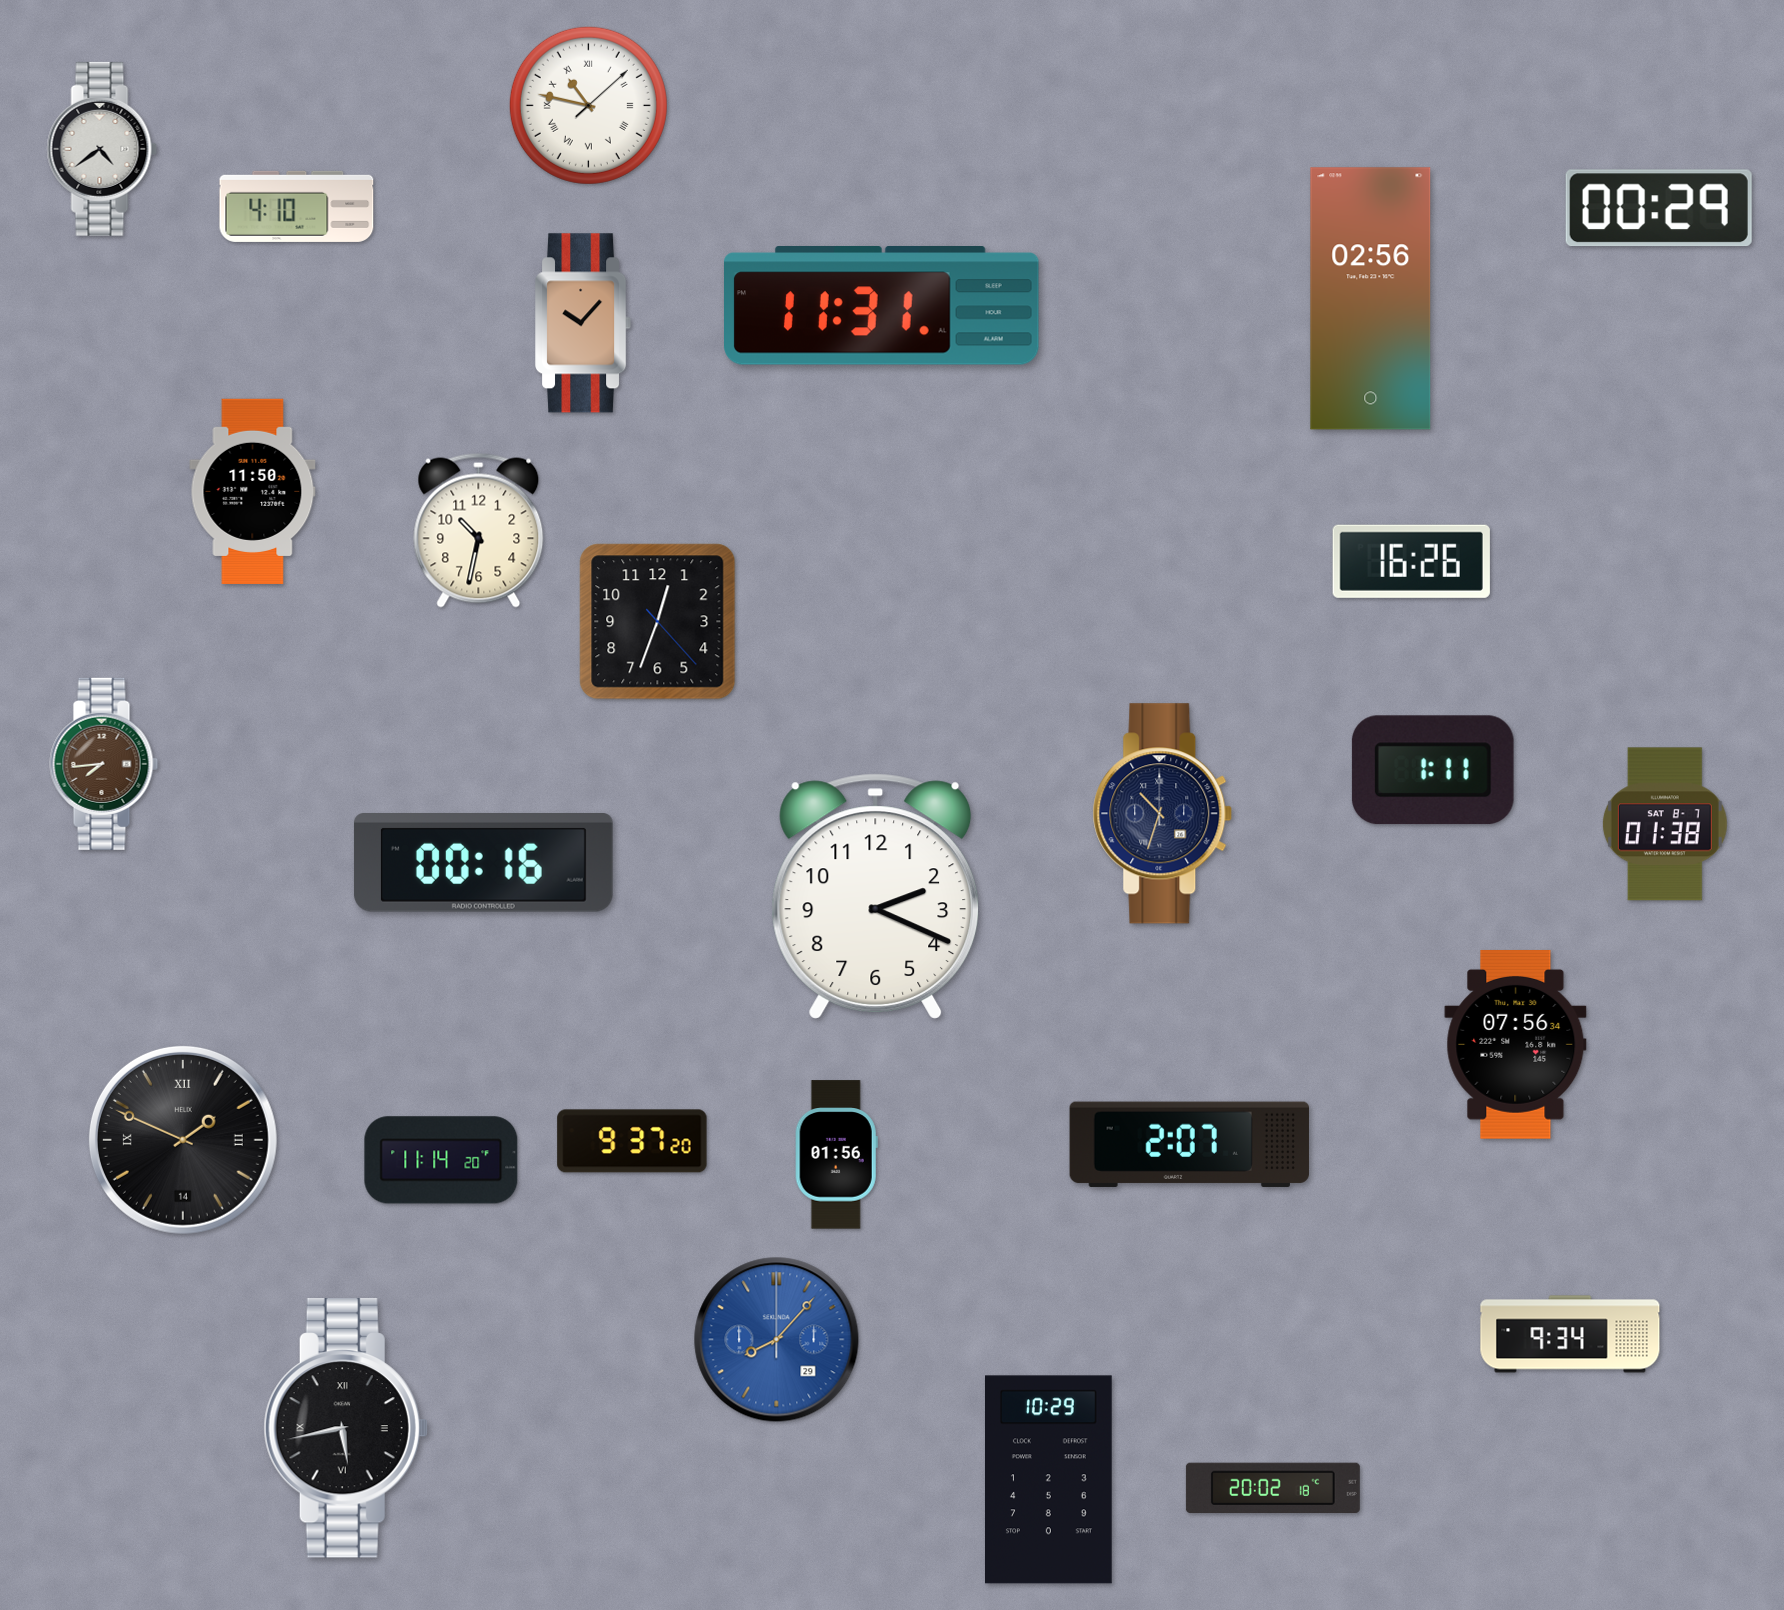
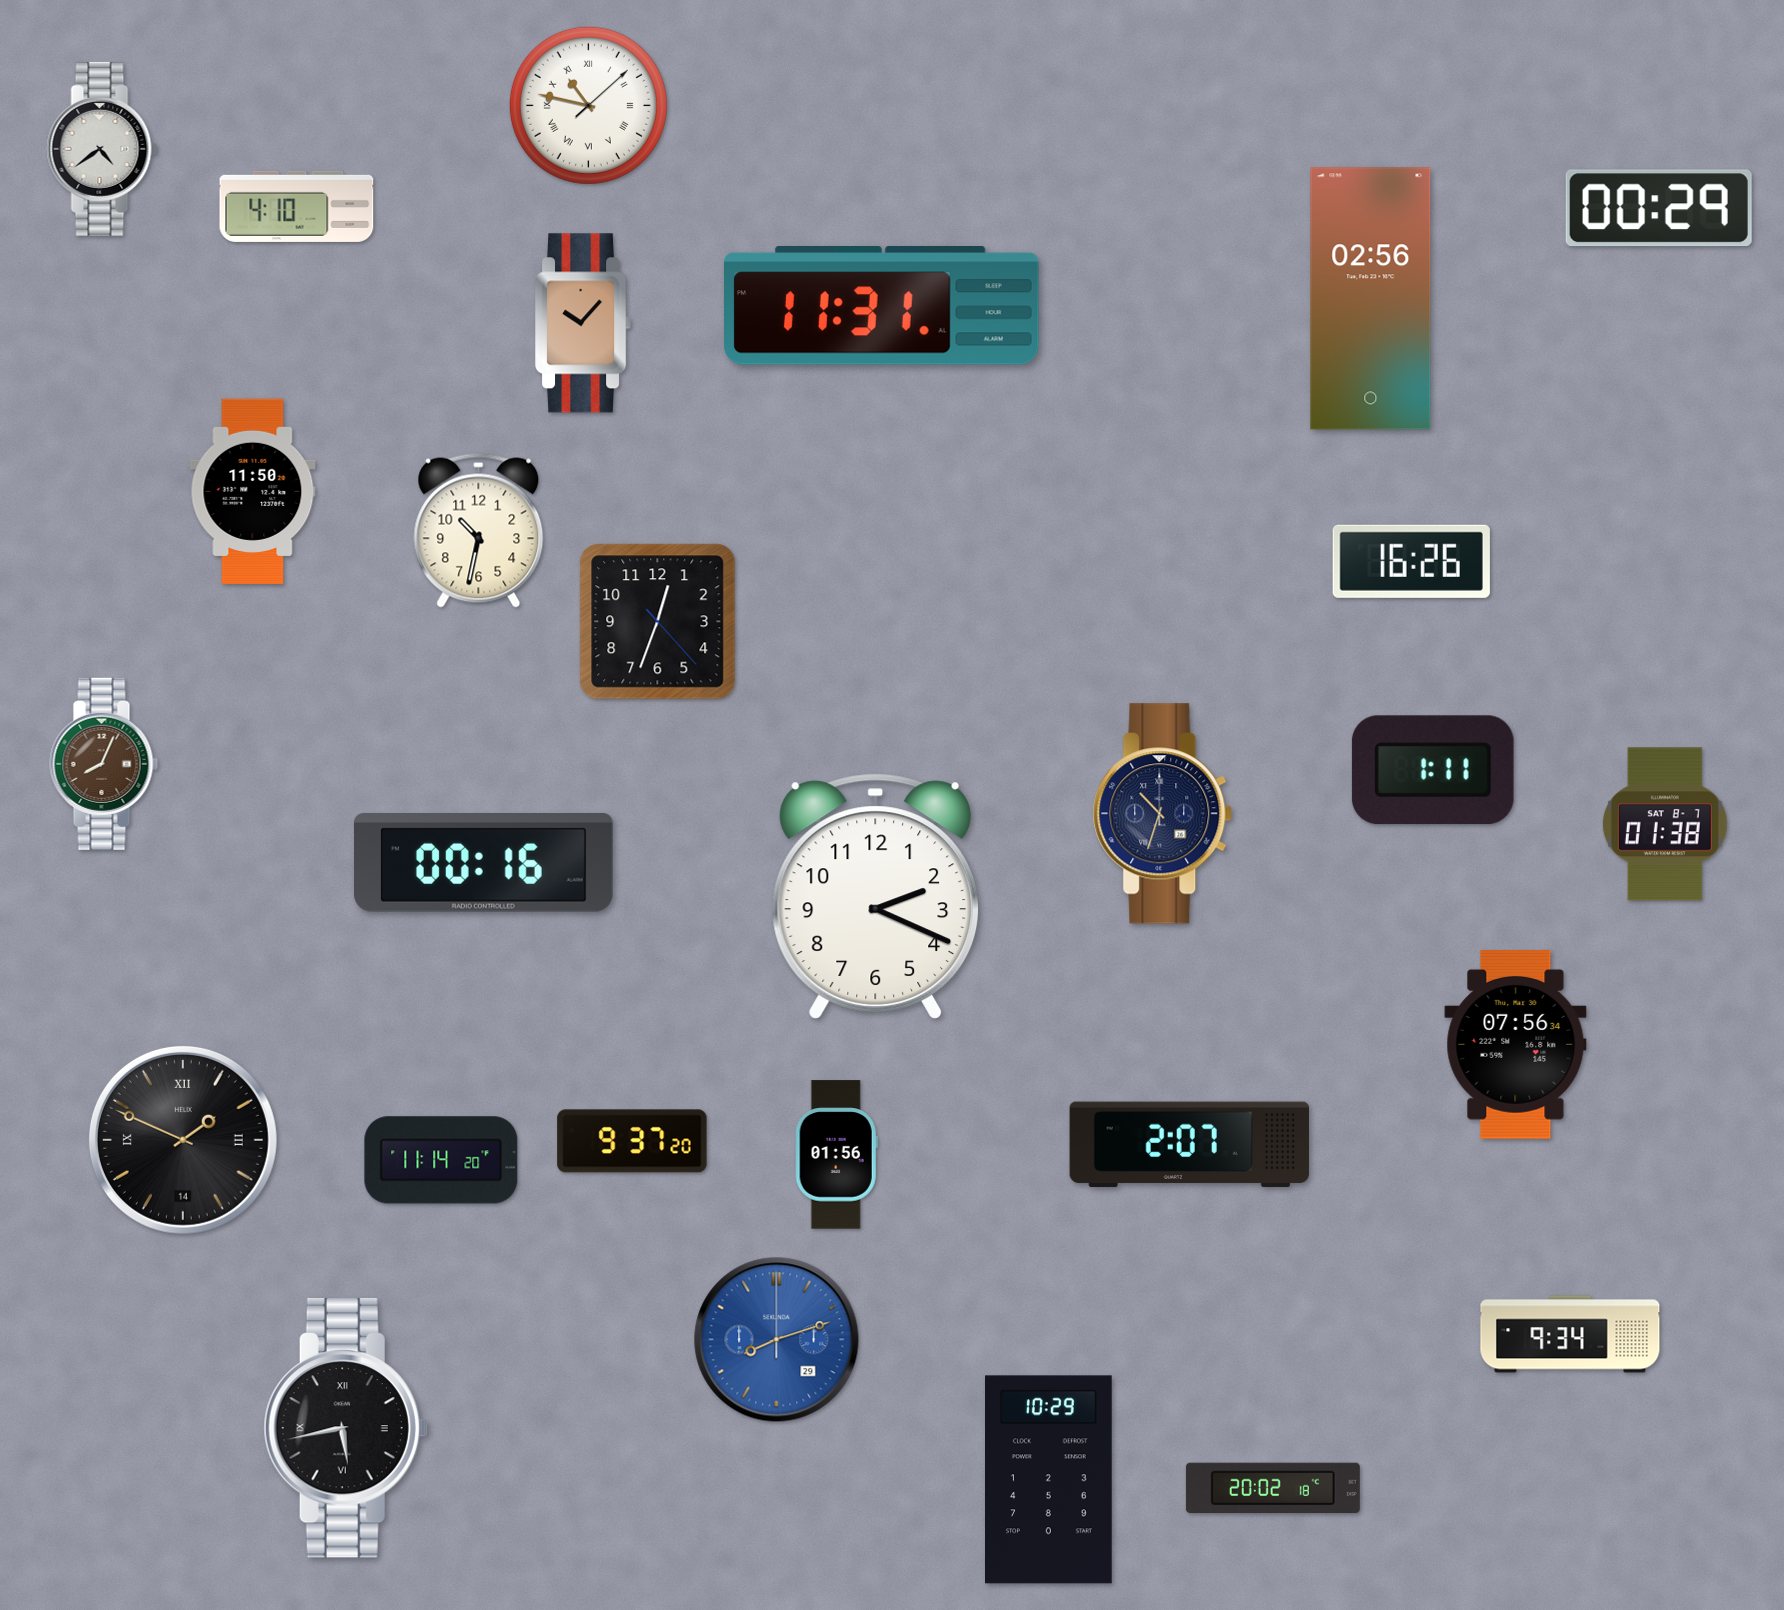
clock at (104, 764): 7:44 -> 8:04
clock at (777, 1340): 8:07 -> 8:12
